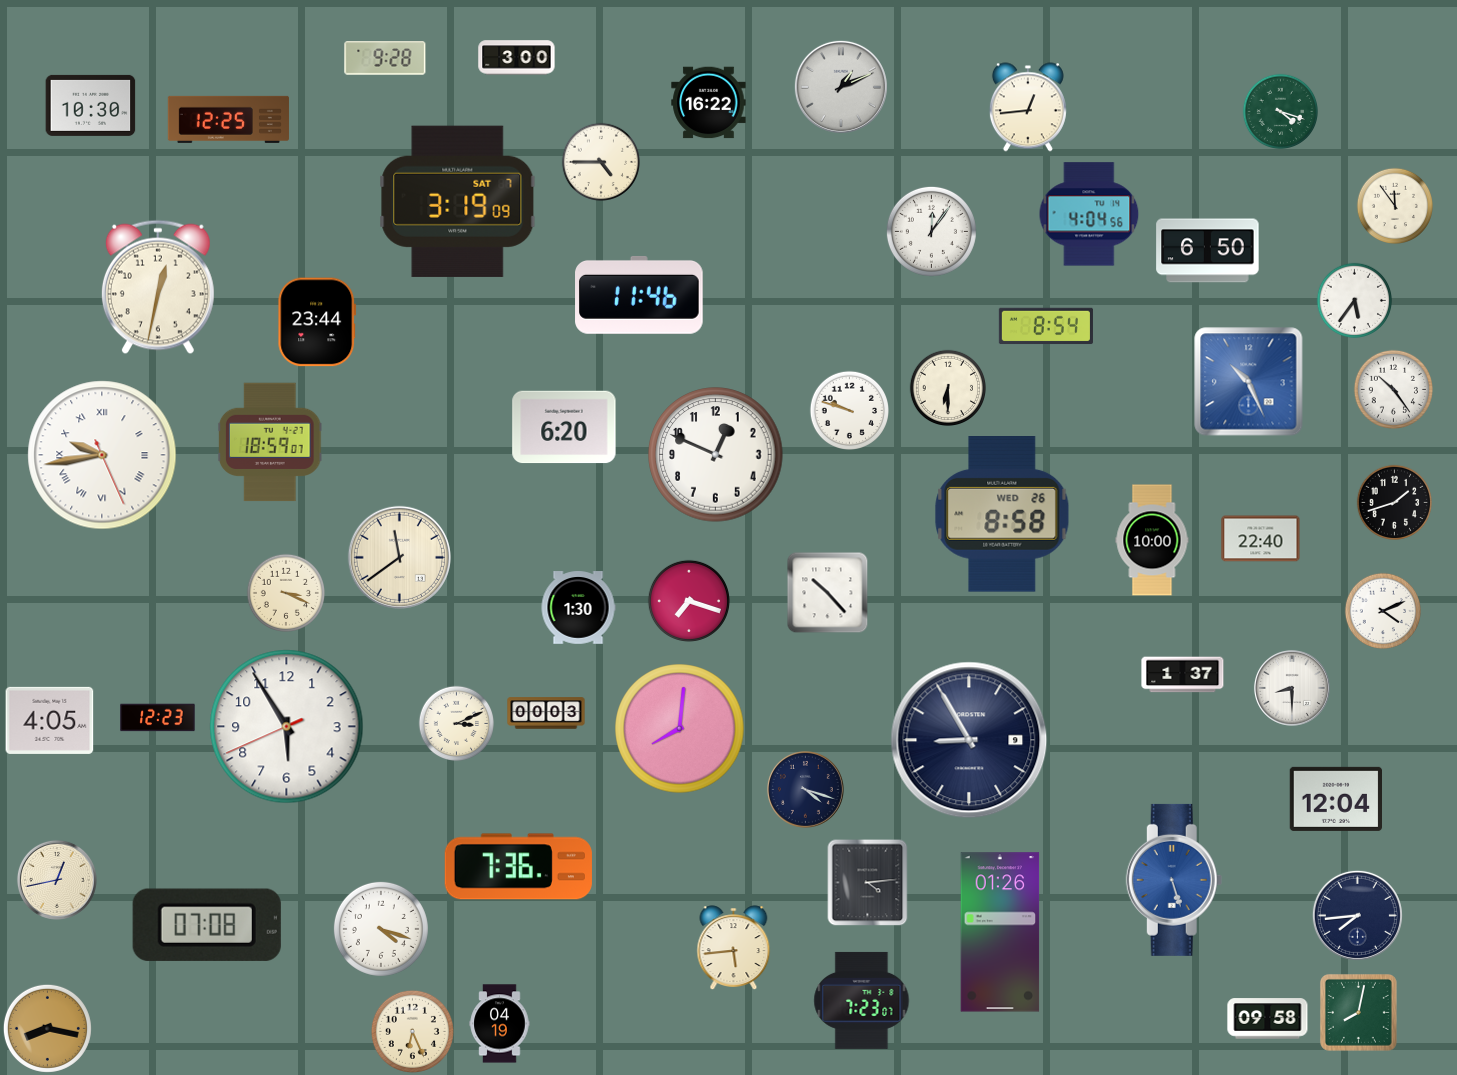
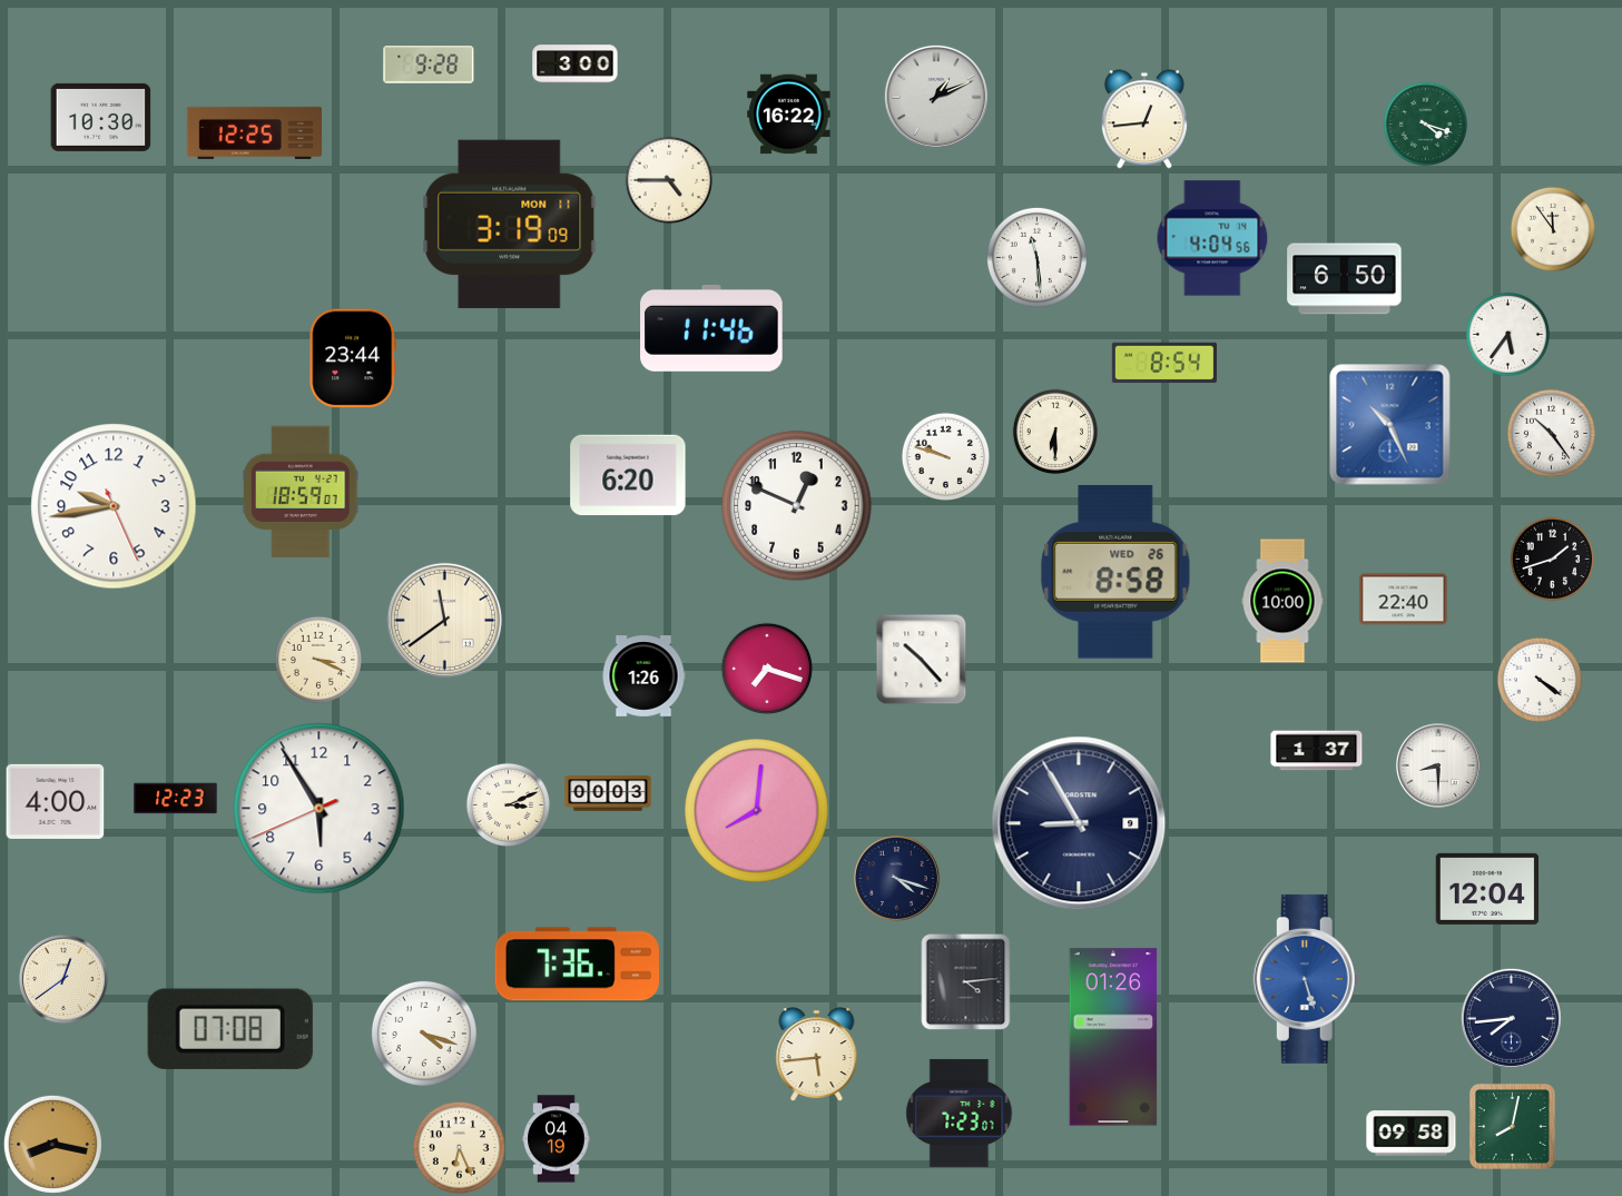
clock at (458, 201) date: SAT 7 -> MON 11
clock at (931, 231): 12:06 -> 11:29
clock at (158, 287): 12:32 -> none
clock at (102, 455) numerals: Roman -> Arabic
clock at (578, 608): 1:30 -> 1:26
clock at (1382, 610): 4:11 -> 4:21
clock at (50, 720): 4:05 -> 4:00
clock at (57, 880): 12:43 -> 12:39
